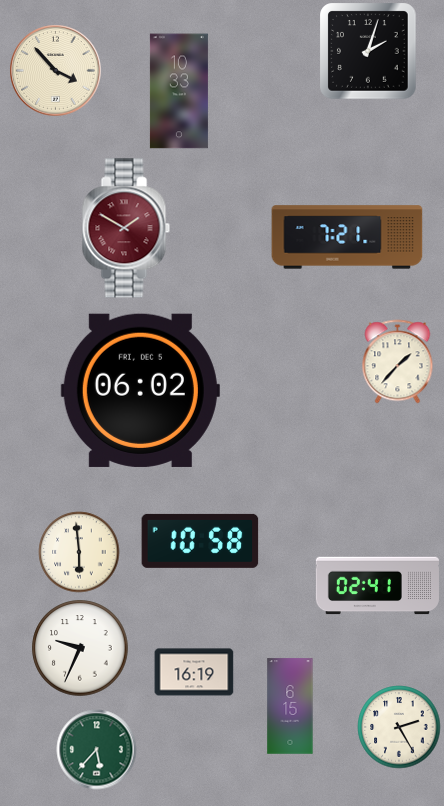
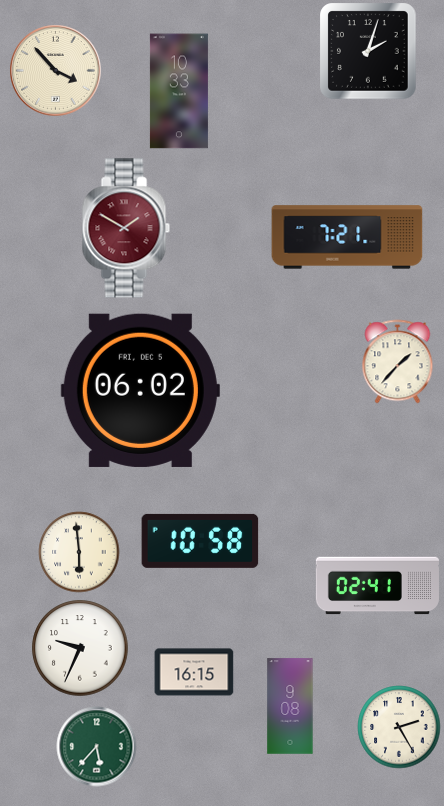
clock at (194, 672): 16:19 -> 16:15
clock at (290, 706): 6:15 -> 9:08
clock at (97, 750) position: (97, 750) -> (97, 747)
